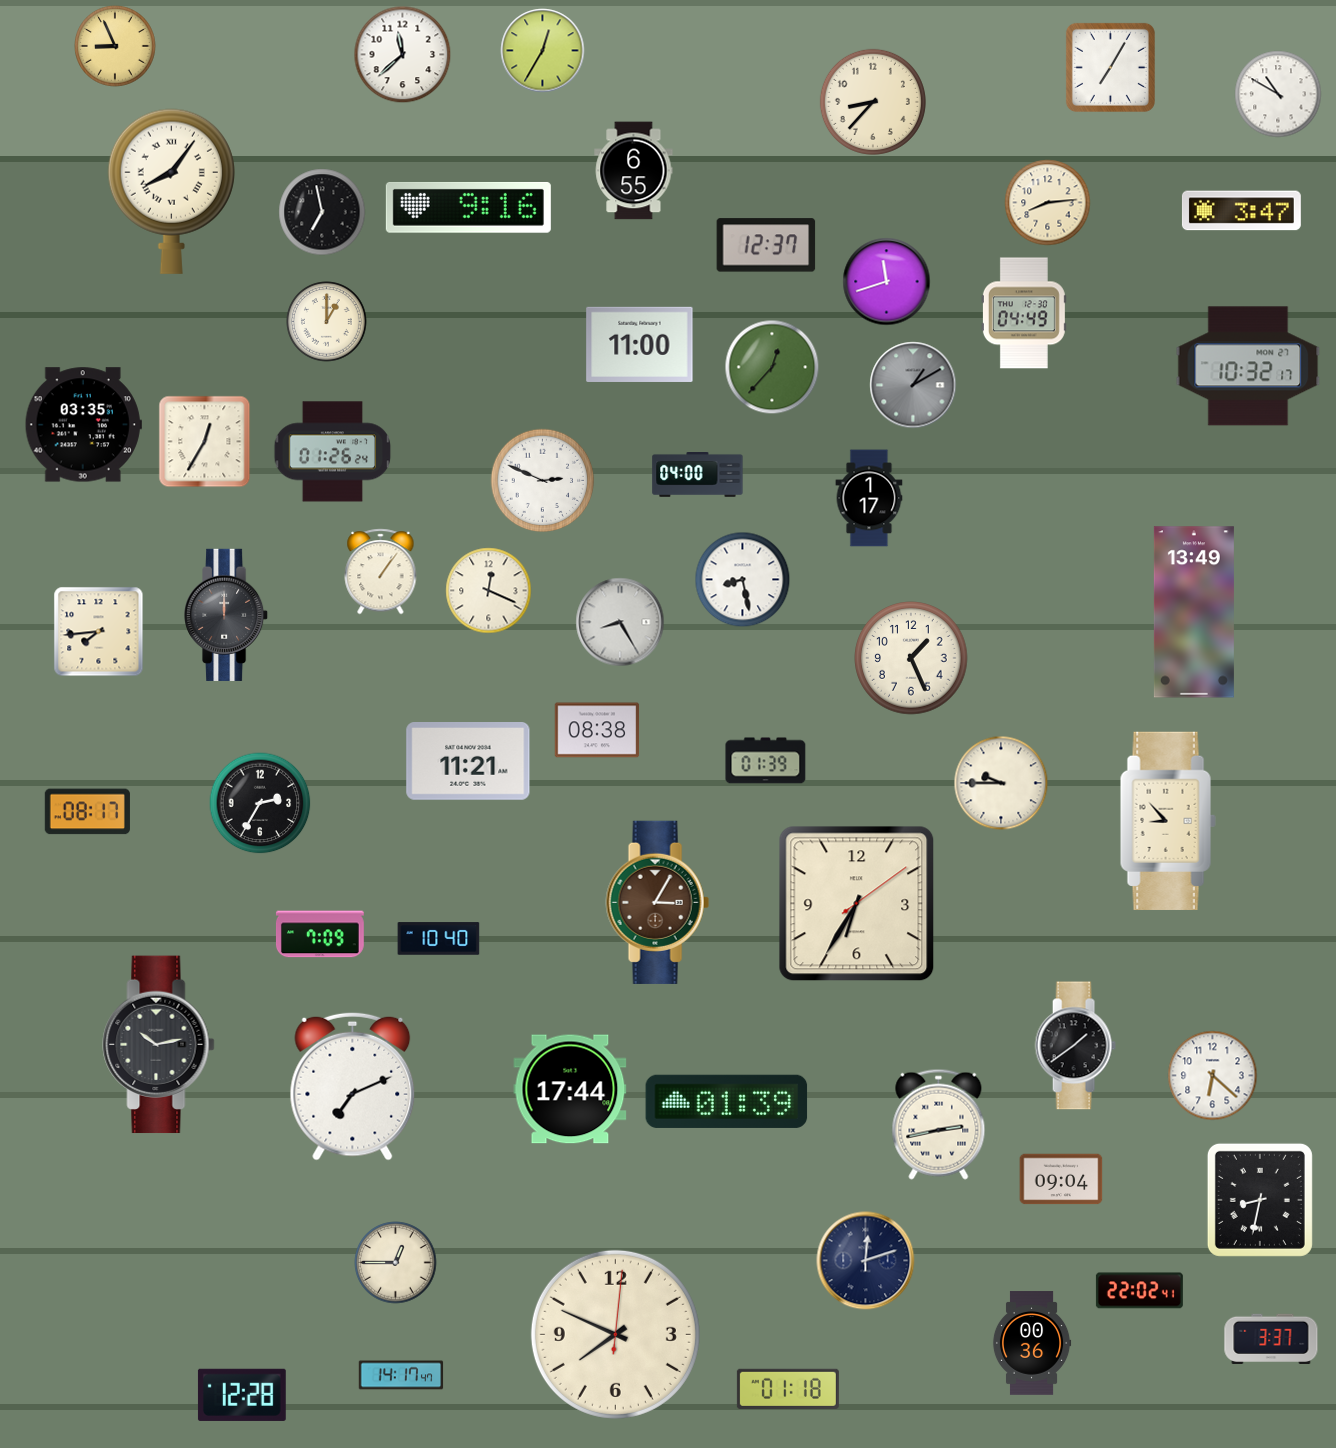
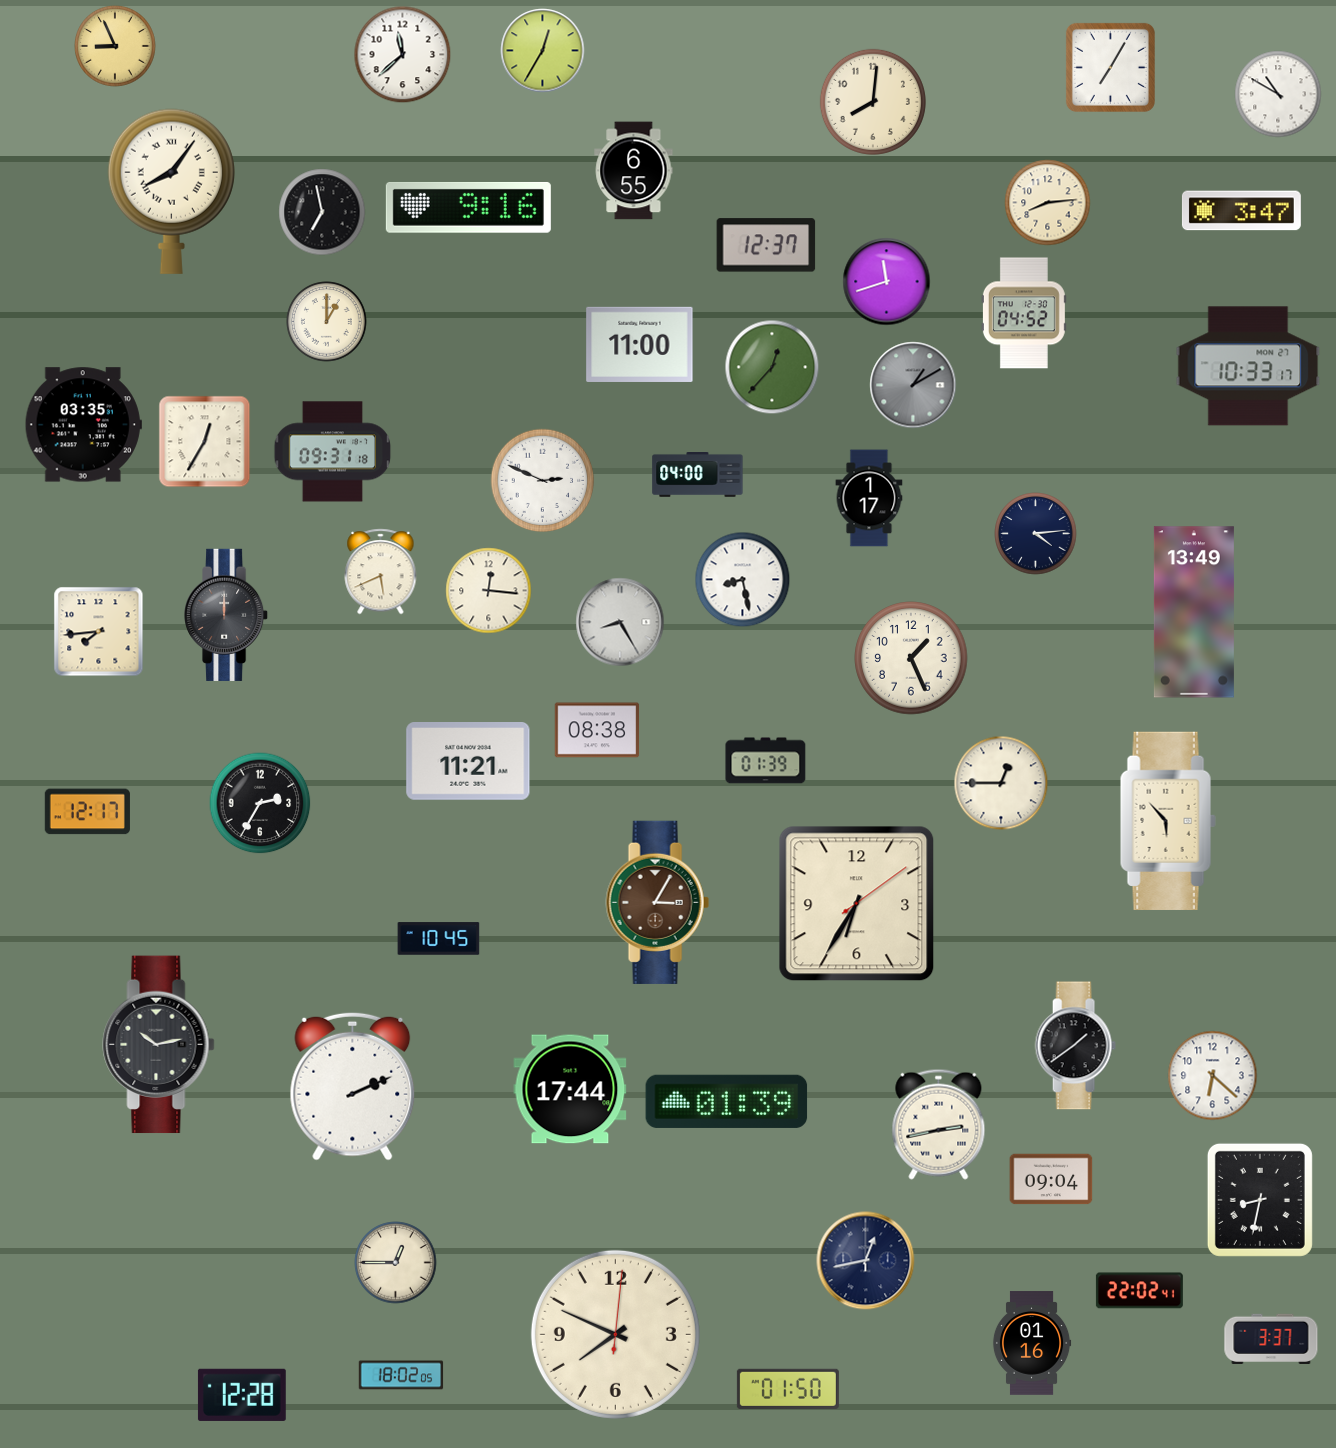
clock at (873, 102): 8:37 -> 8:01
clock at (1024, 313): 04:49 -> 04:52
clock at (1248, 366): 10:32 -> 10:33
clock at (333, 452): 01:26 -> 09:31
clock at (1036, 534): none -> 4:14
clock at (381, 572): 1:06 -> 5:41
clock at (489, 591): 12:19 -> 12:16
clock at (1001, 783): 9:45 -> 12:45
clock at (87, 812): 08:17 -> 12:17
clock at (1168, 821): 8:53 -> 5:53
clock at (320, 934): 7:09 -> none
clock at (439, 939): 10:40 -> 10:45
clock at (353, 1086): 7:11 -> 2:11
clock at (1061, 1179) position: (1061, 1179) -> (1051, 1179)
clock at (866, 1261): 12:12 -> 12:43
clock at (1032, 1343): 00:36 -> 01:16
clock at (401, 1375): 14:17 -> 18:02
clock at (788, 1389): 01:18 -> 01:50
